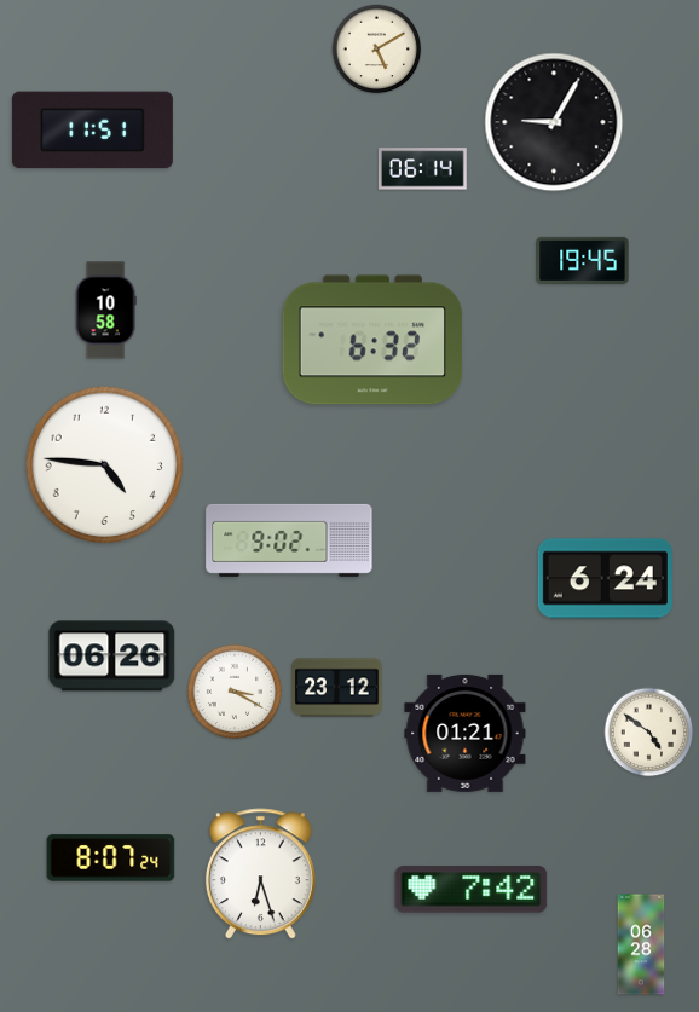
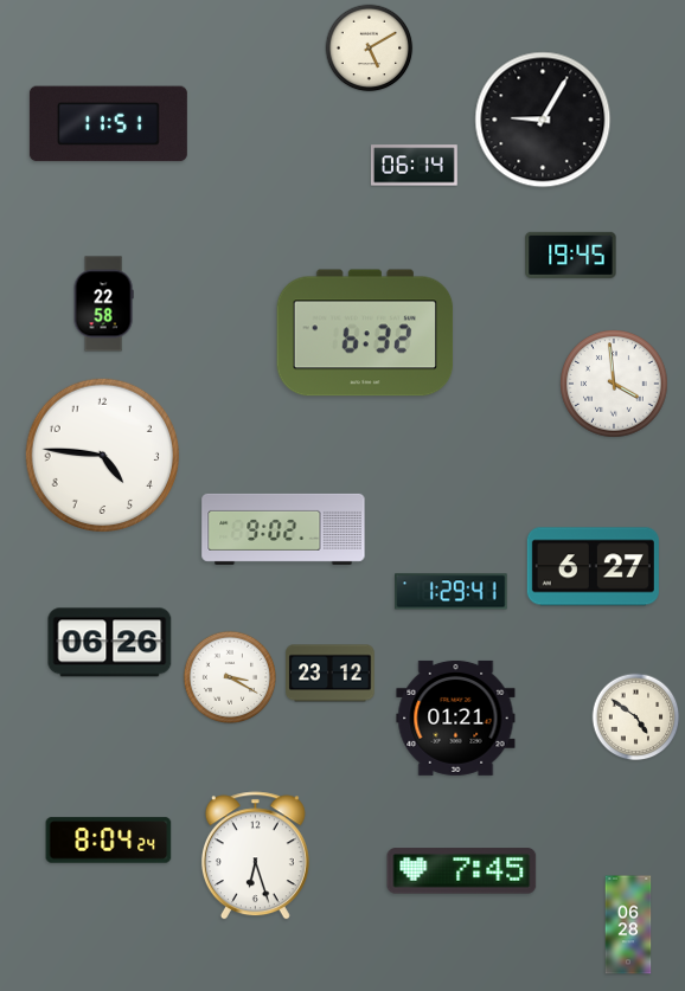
clock at (92, 131) position: (92, 131) -> (108, 124)
clock at (105, 311): 10:58 -> 22:58
clock at (614, 384): none -> 3:59
clock at (605, 579): 6:24 -> 6:27
clock at (452, 592): none -> 1:29
clock at (111, 858): 8:07 -> 8:04
clock at (472, 890): 7:42 -> 7:45
